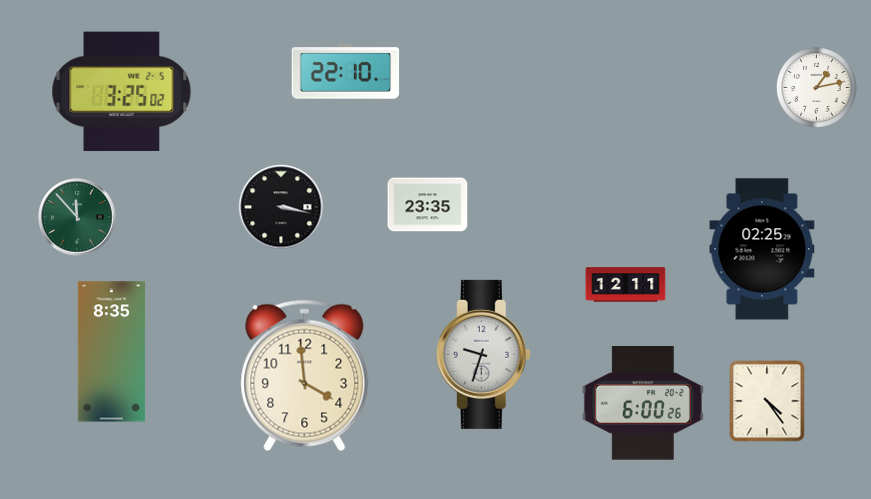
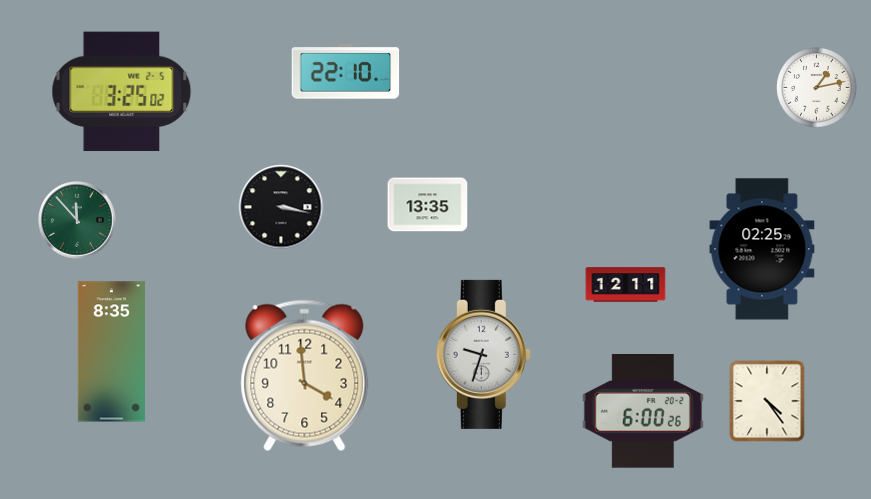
clock at (428, 205): 23:35 -> 13:35
clock at (77, 217) position: (77, 217) -> (77, 220)
clock at (643, 404) position: (643, 404) -> (643, 412)
